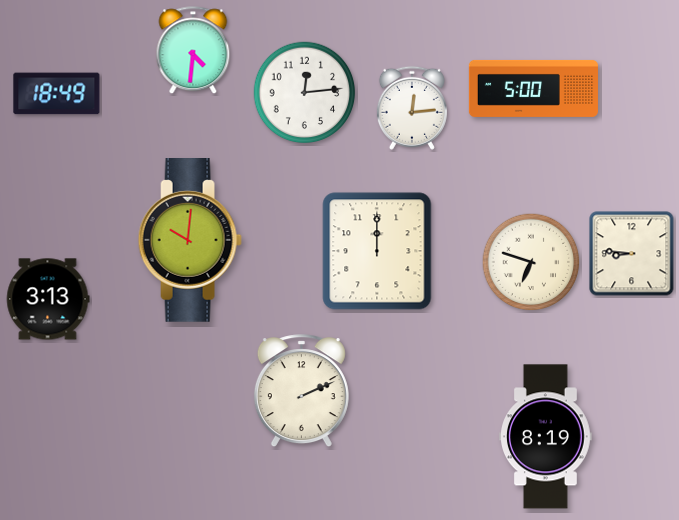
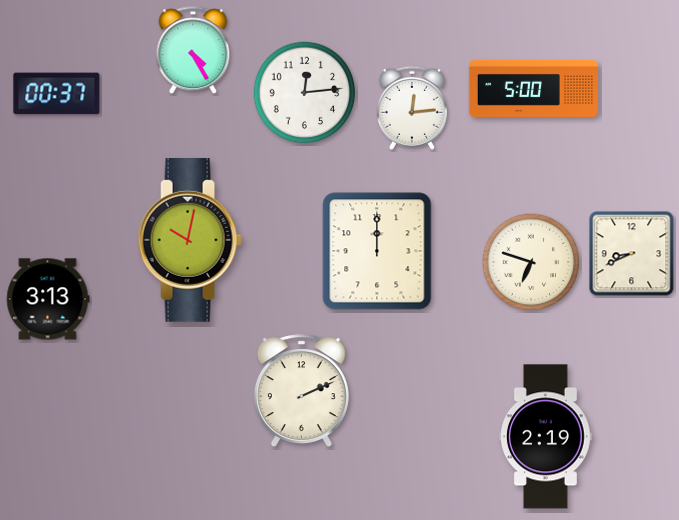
clock at (193, 51): 4:31 -> 4:25
clock at (57, 94): 18:49 -> 00:37
clock at (190, 241): 10:01 -> 10:02
clock at (632, 254): 8:46 -> 8:41
clock at (546, 437): 8:19 -> 2:19
